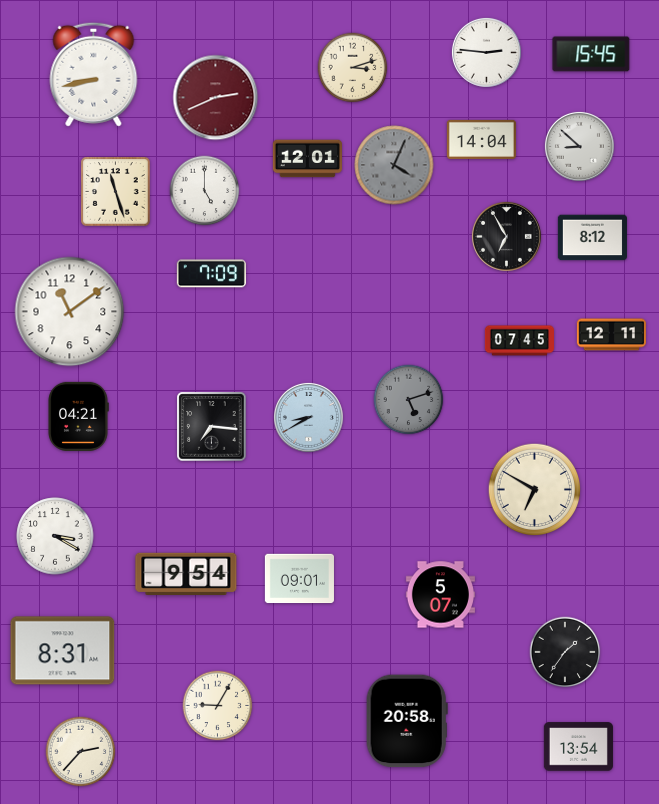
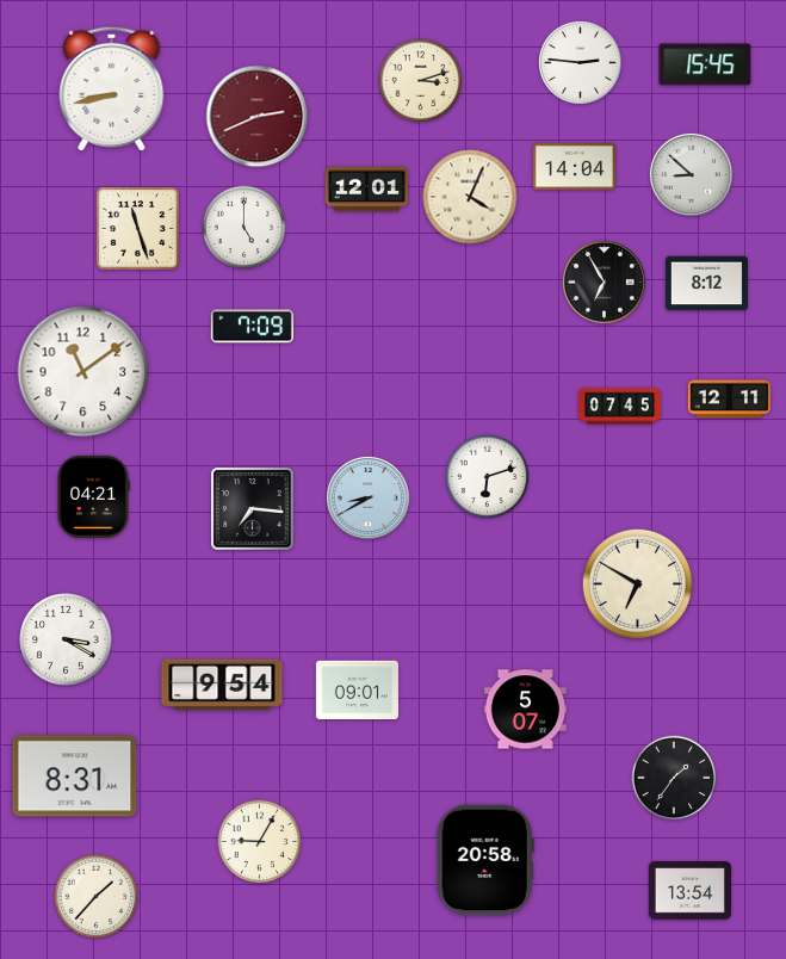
clock at (394, 165) dial: grey -> cream
clock at (409, 400): 5:12 -> 6:12
clock at (409, 400) dial: grey -> white
clock at (81, 752): 2:37 -> 1:37
